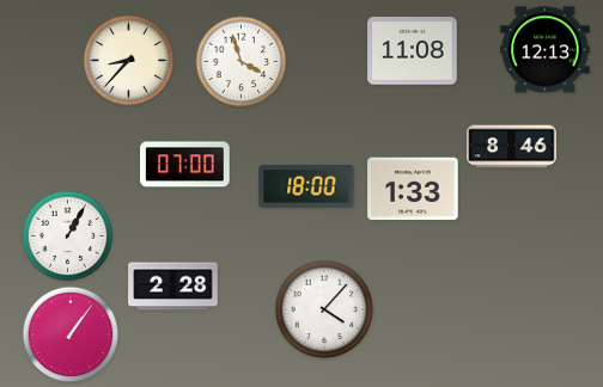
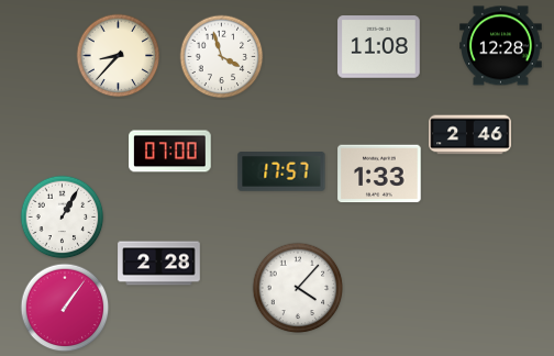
clock at (546, 50): 12:13 -> 12:28
clock at (512, 147): 8:46 -> 2:46
clock at (306, 186): 18:00 -> 17:57
clock at (324, 309) position: (324, 309) -> (298, 288)
